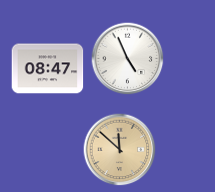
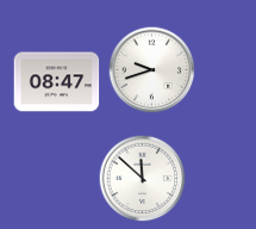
clock at (128, 59): 4:56 -> 9:42
clock at (120, 150) dial: champagne -> white
